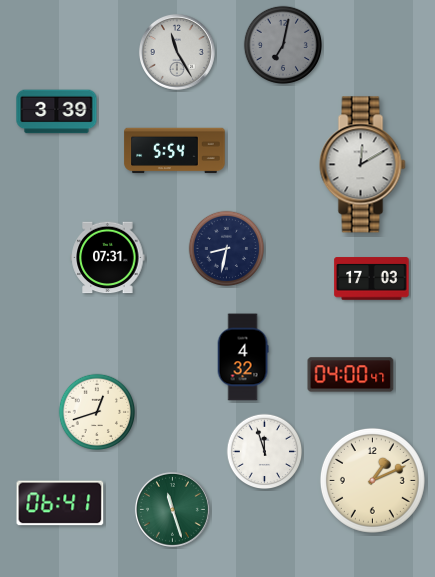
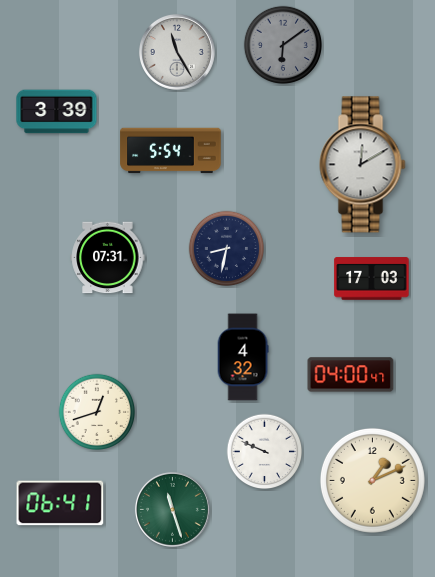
clock at (282, 44): 7:02 -> 6:09
clock at (175, 151) position: (175, 151) -> (171, 151)
clock at (265, 452): 11:57 -> 9:49
